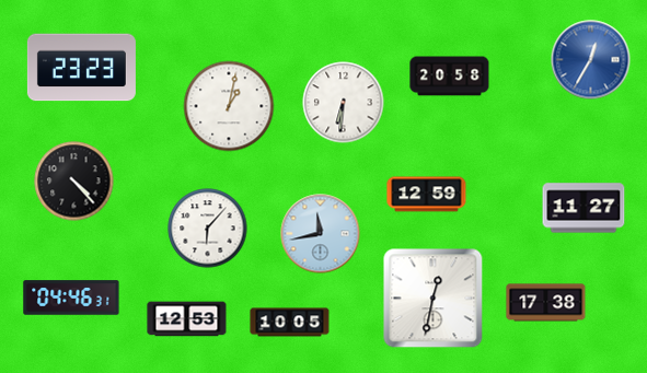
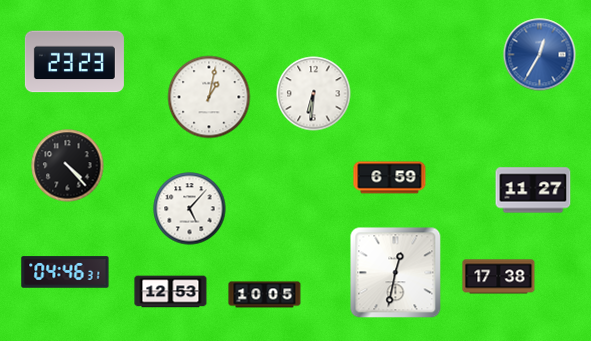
clock at (450, 77): 20:58 -> none
clock at (427, 195): 12:59 -> 6:59
clock at (208, 229): 6:07 -> 5:07
clock at (321, 234): 11:43 -> none
